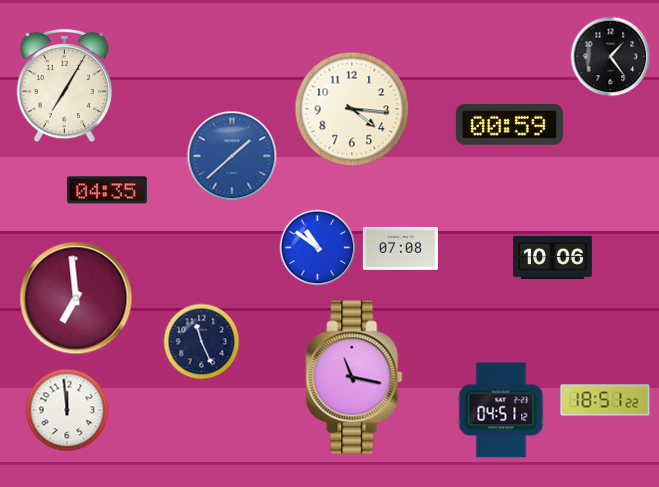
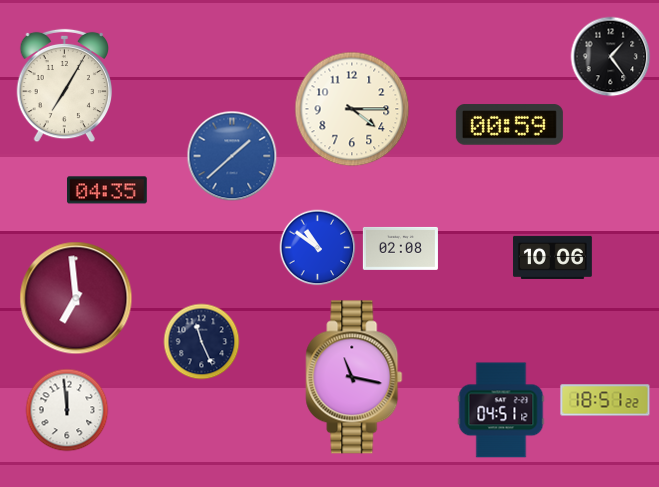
clock at (352, 109): 4:16 -> 4:15
clock at (400, 248): 07:08 -> 02:08
